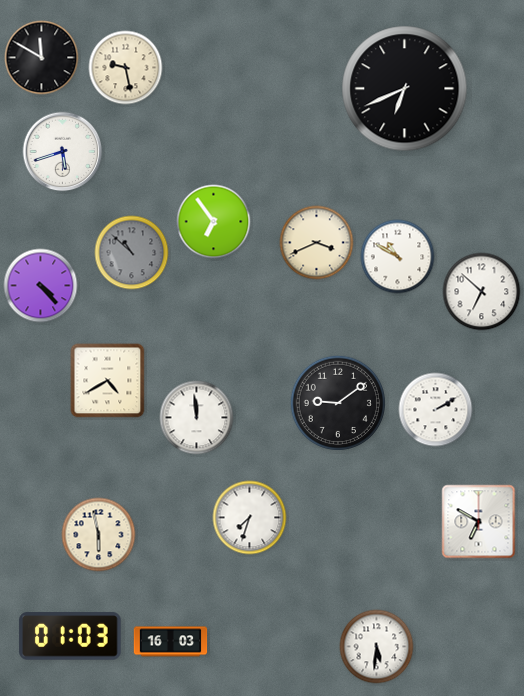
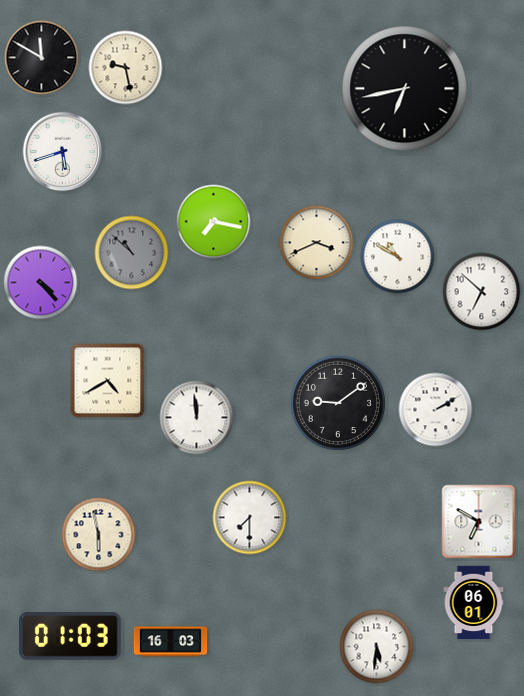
clock at (405, 89): 6:41 -> 6:43
clock at (214, 222): 6:54 -> 7:17
clock at (41, 286) position: (41, 286) -> (41, 283)
clock at (250, 518): 7:33 -> 7:30
clock at (474, 603): none -> 06:01
